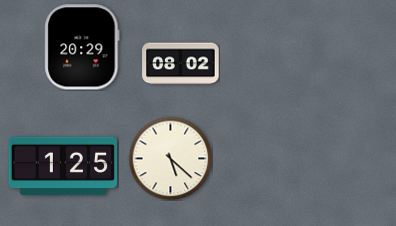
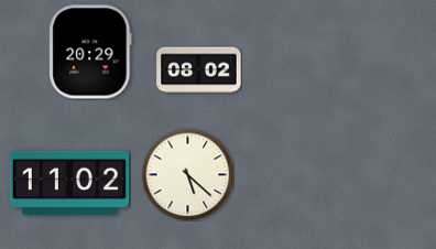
clock at (62, 166): 1:25 -> 11:02
